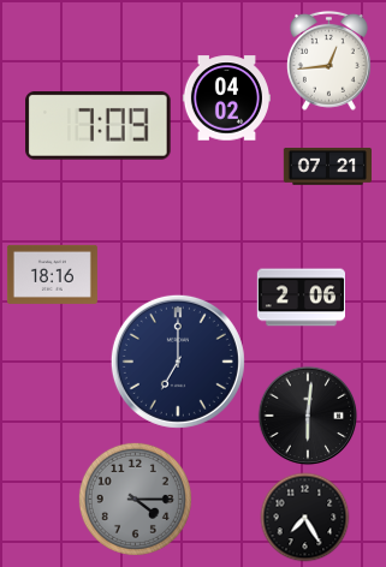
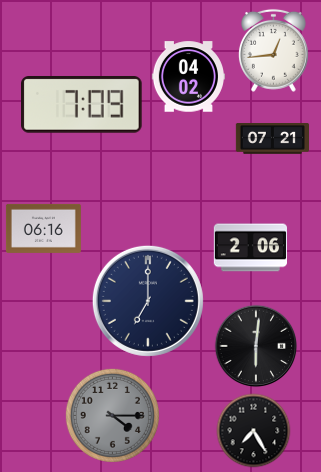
clock at (226, 99) position: (226, 99) -> (188, 77)
clock at (52, 274): 18:16 -> 06:16
